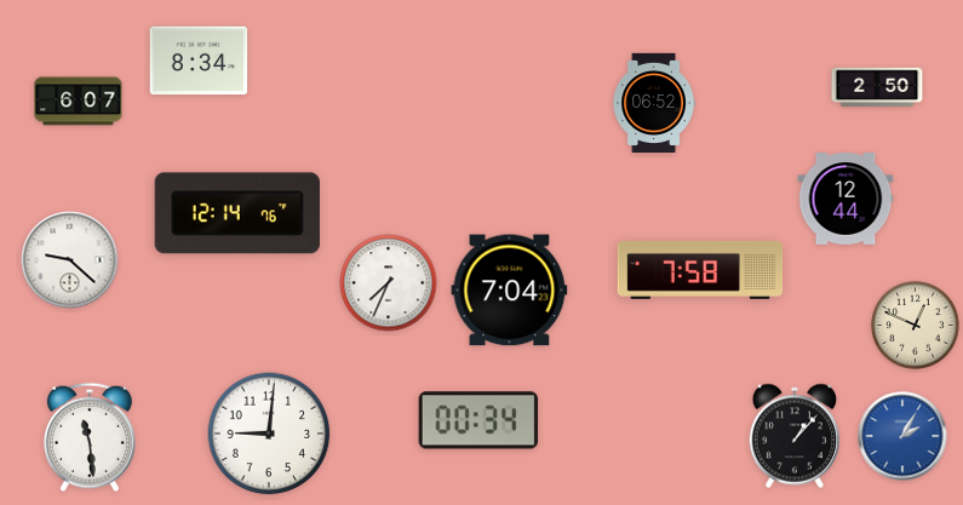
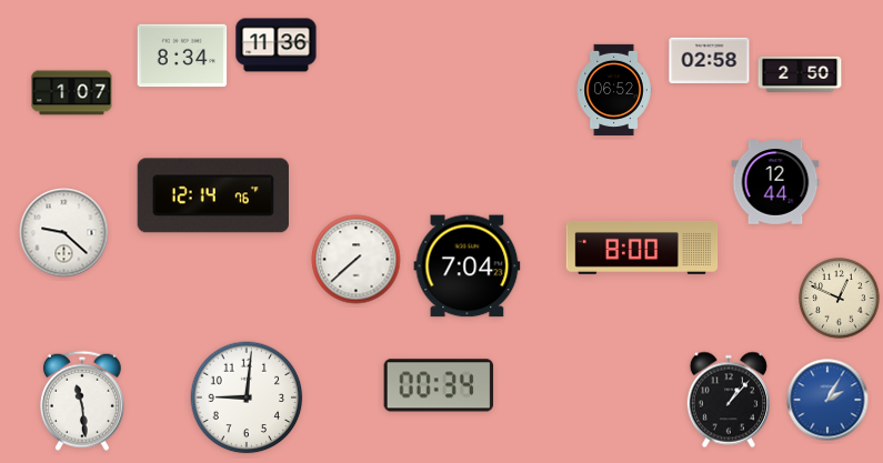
clock at (277, 46): none -> 11:36
clock at (710, 60): none -> 02:58
clock at (877, 86) position: (877, 86) -> (800, 73)
clock at (79, 102): 6:07 -> 1:07
clock at (654, 102) position: (654, 102) -> (614, 89)
clock at (237, 213) position: (237, 213) -> (213, 195)
clock at (70, 260) position: (70, 260) -> (64, 233)
clock at (700, 270): 7:58 -> 8:00
clock at (389, 283): 7:34 -> 7:38
